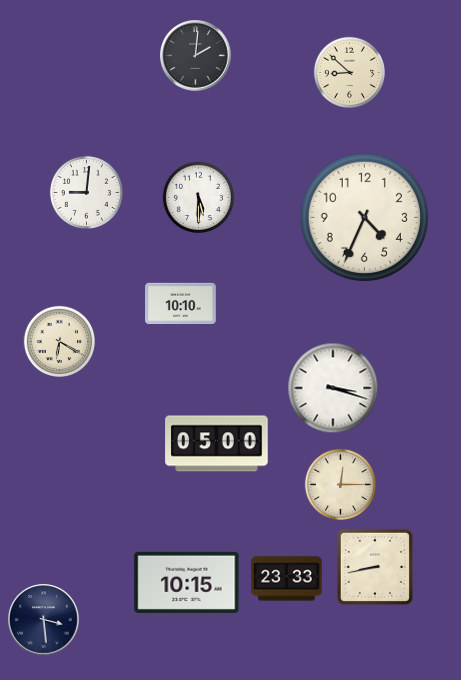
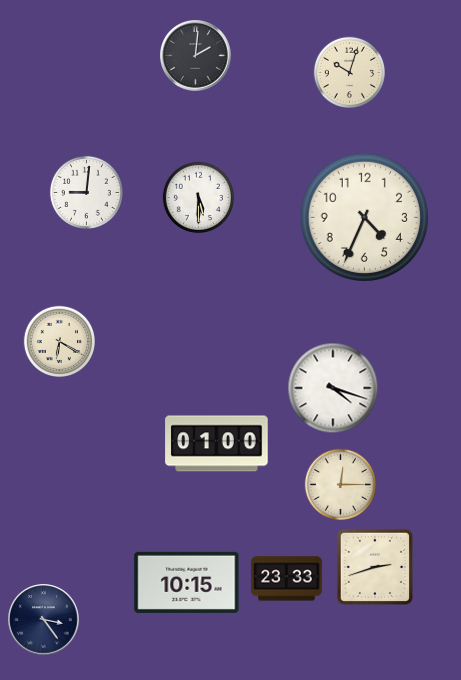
clock at (349, 72): 8:52 -> 10:03
clock at (181, 303): 10:10 -> none
clock at (333, 388): 3:18 -> 4:18
clock at (217, 444): 05:00 -> 01:00
clock at (374, 566): 8:43 -> 2:42
clock at (44, 620): 3:29 -> 3:24
